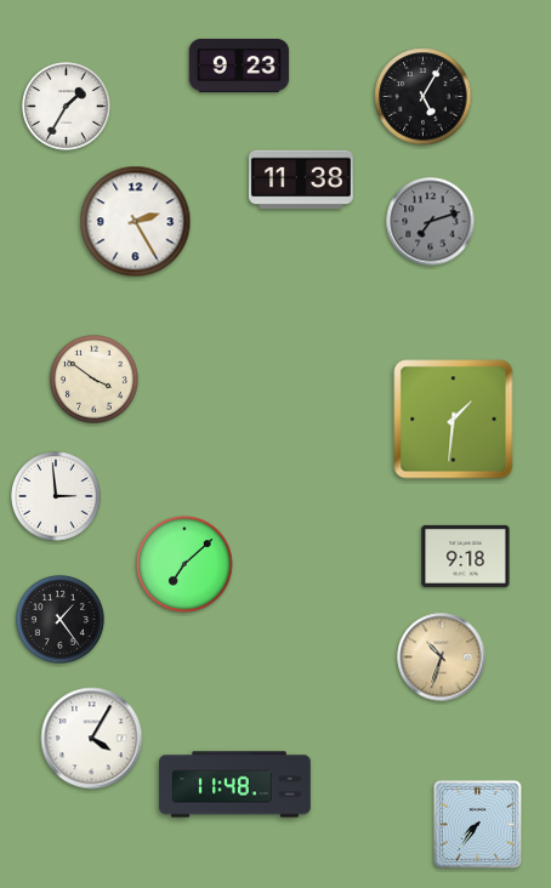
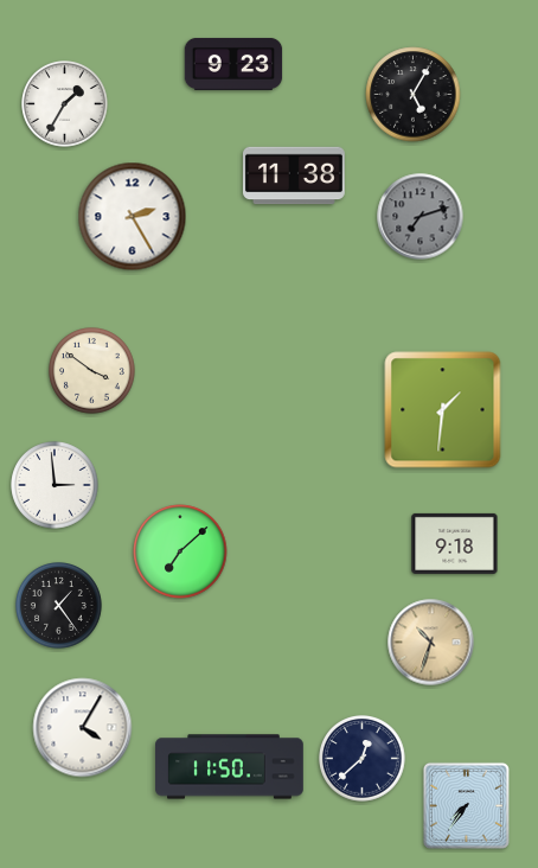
clock at (92, 739) position: (92, 739) -> (83, 728)
clock at (363, 759): none -> 12:38
clock at (235, 785): 11:48 -> 11:50
